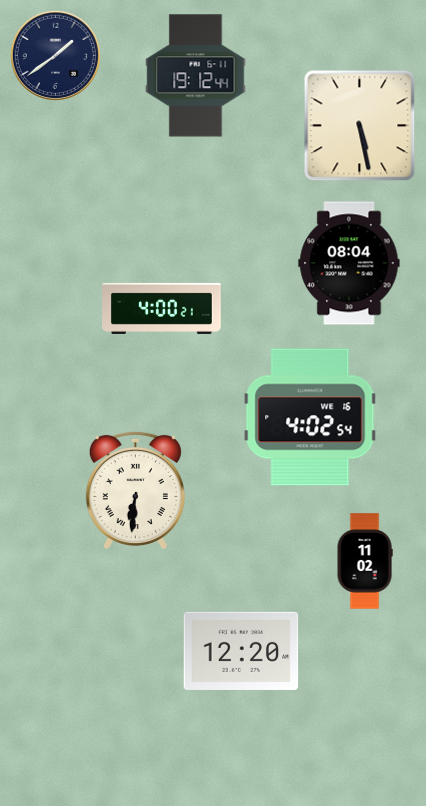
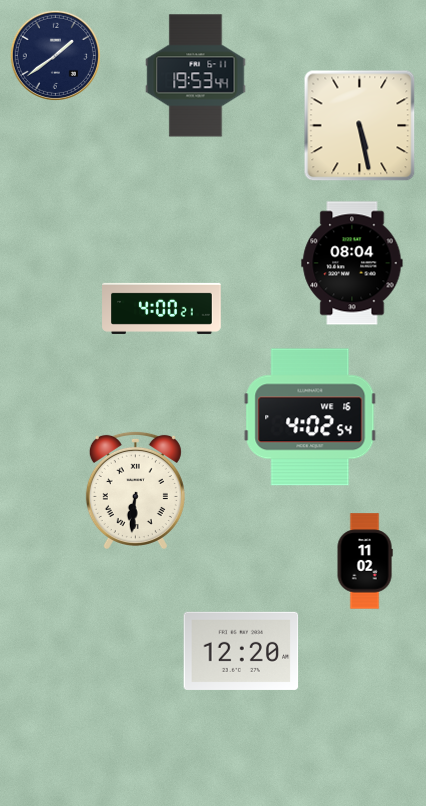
clock at (196, 76): 19:12 -> 19:53
clock at (349, 263) position: (349, 263) -> (352, 263)
